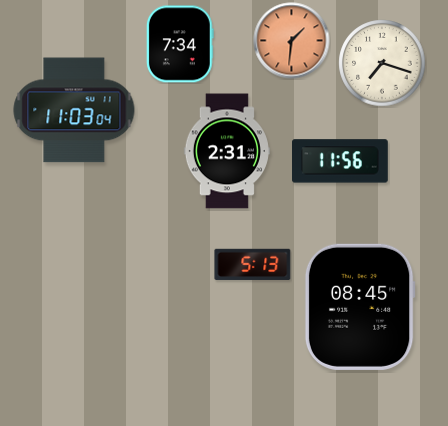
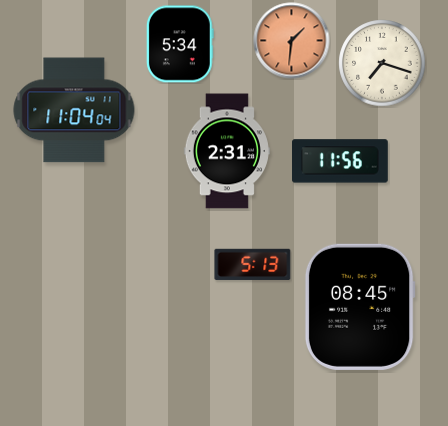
clock at (180, 44): 7:34 -> 5:34
clock at (74, 110): 11:03 -> 11:04
